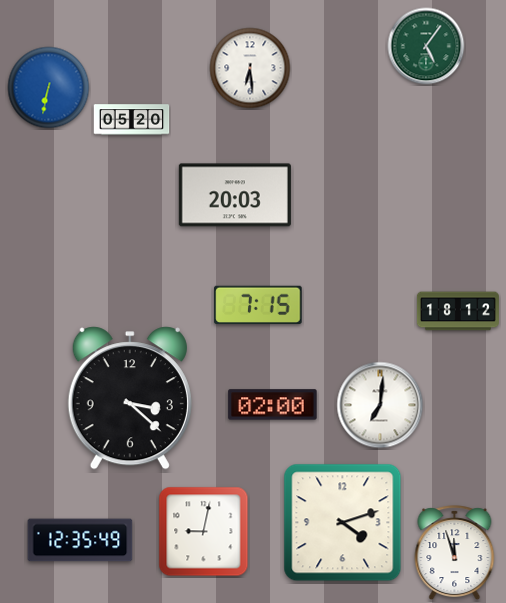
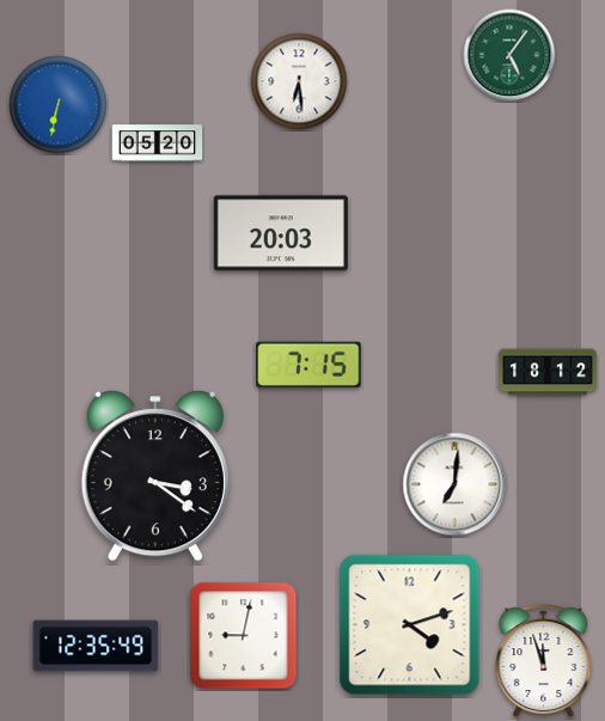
clock at (130, 398): 3:22 -> 3:21
clock at (273, 405): 02:00 -> none
